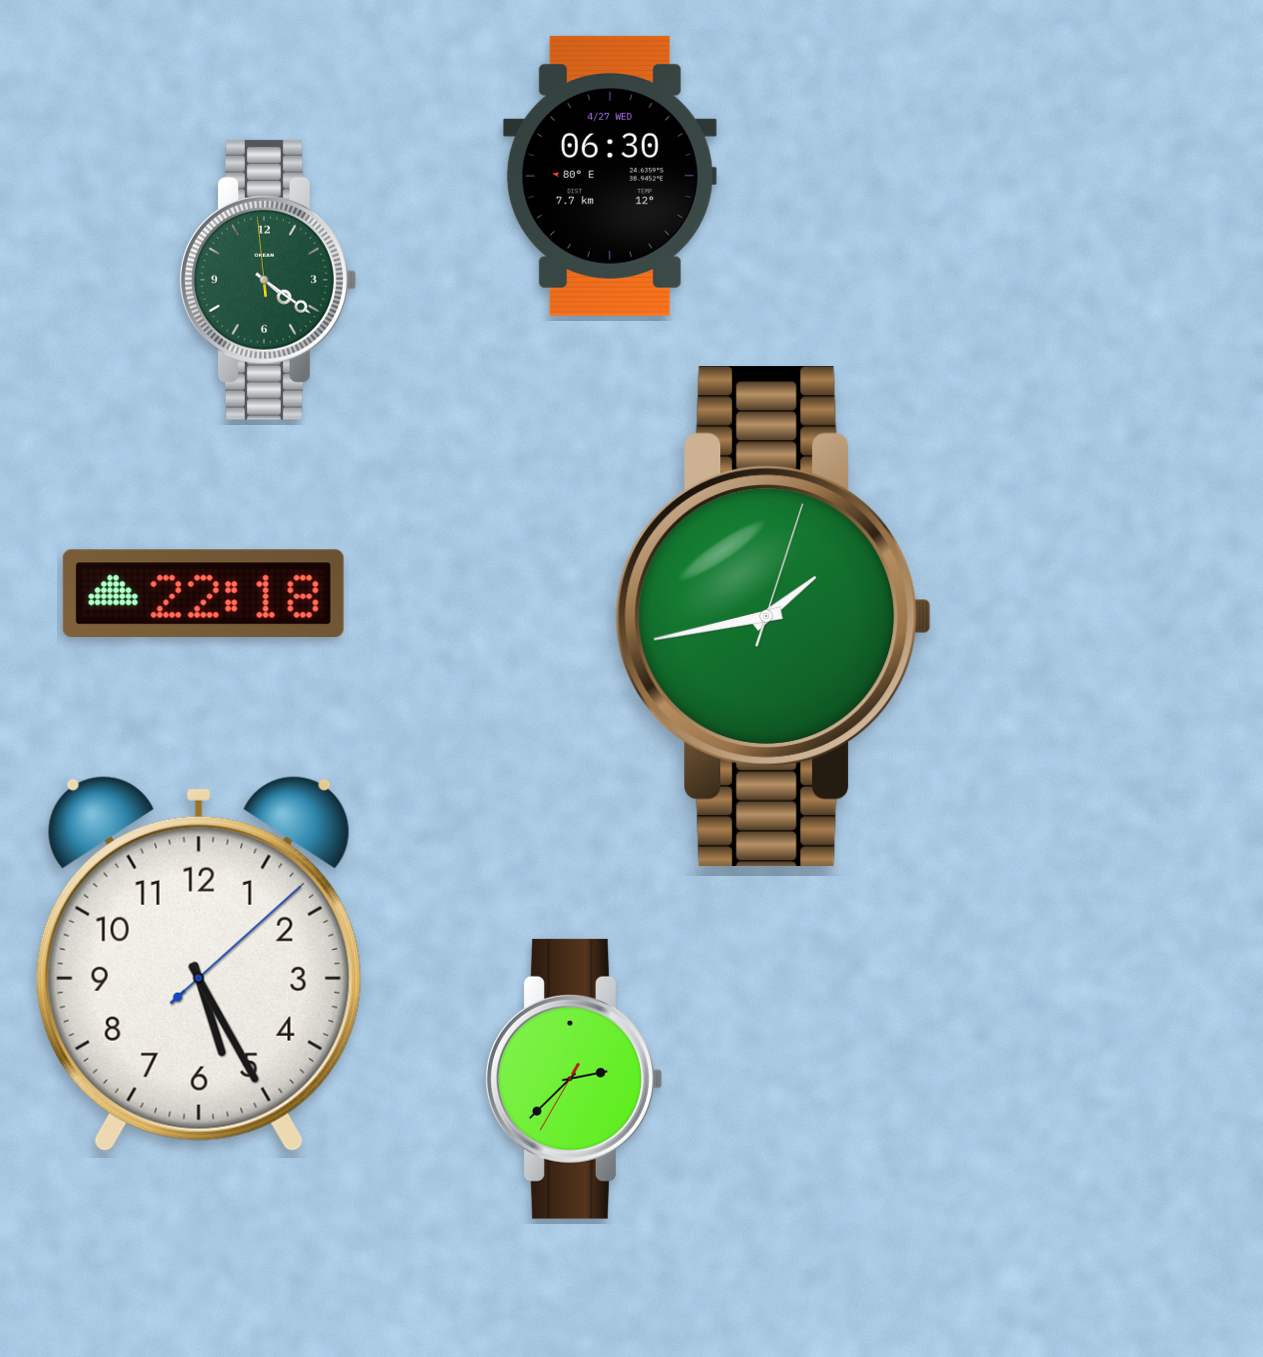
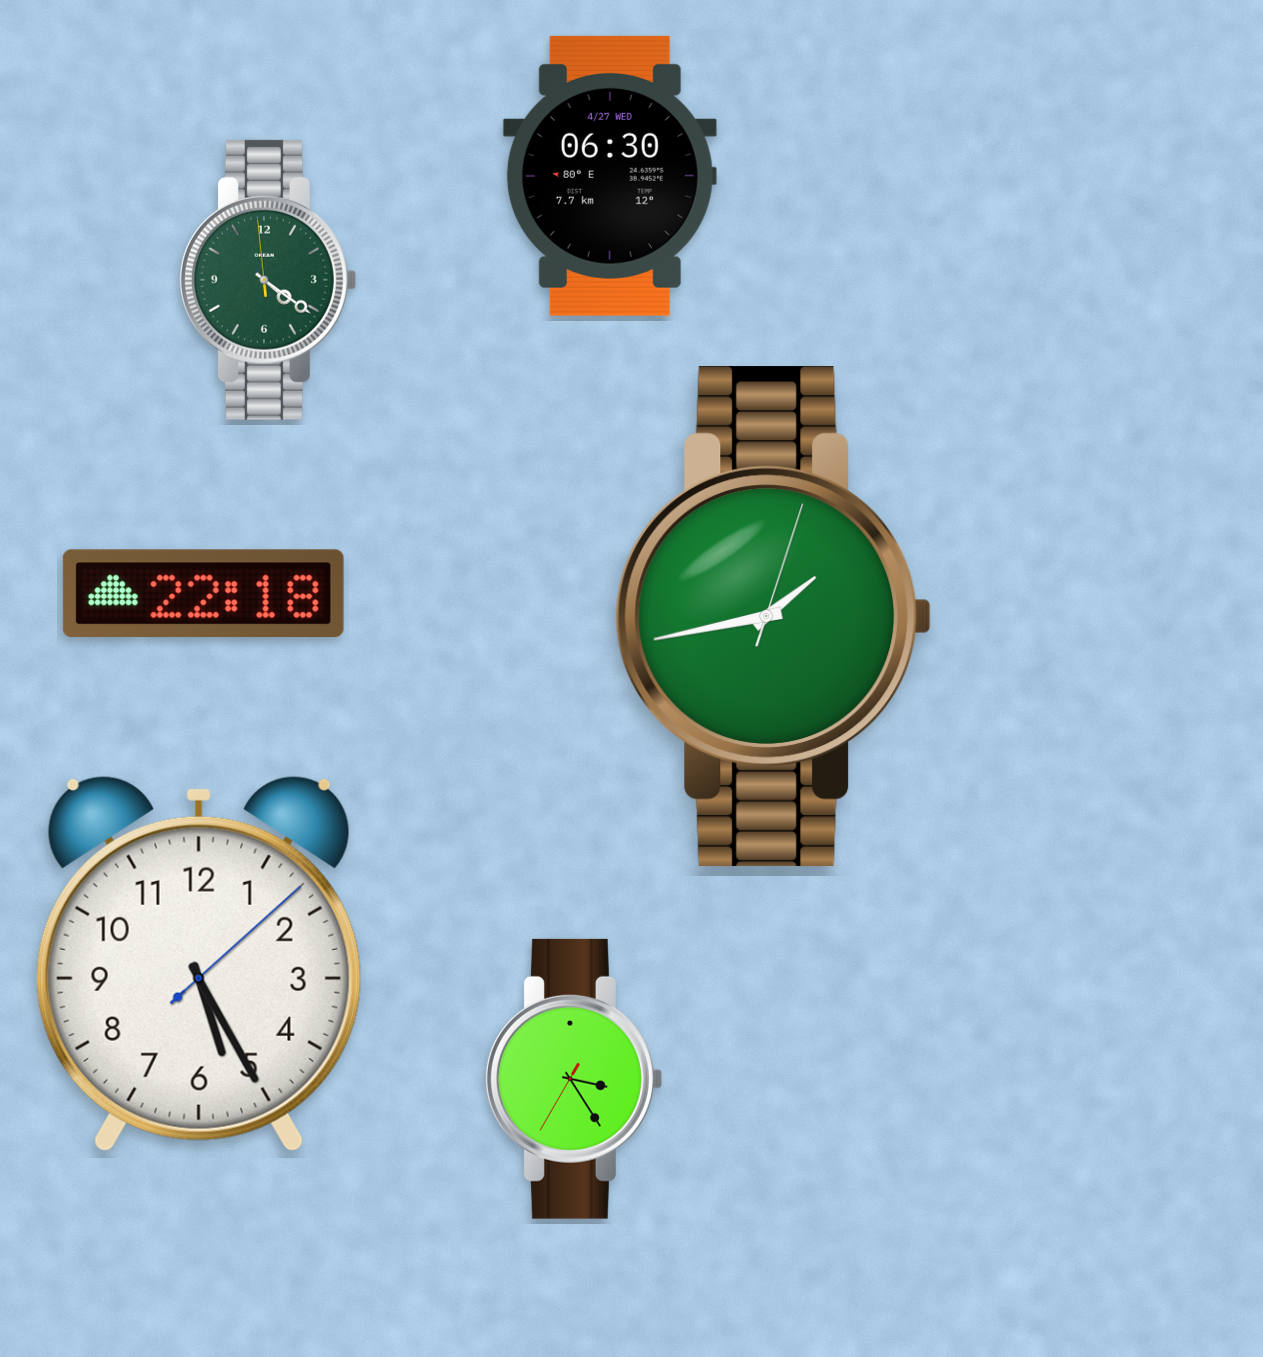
clock at (573, 1079): 2:37 -> 3:24
